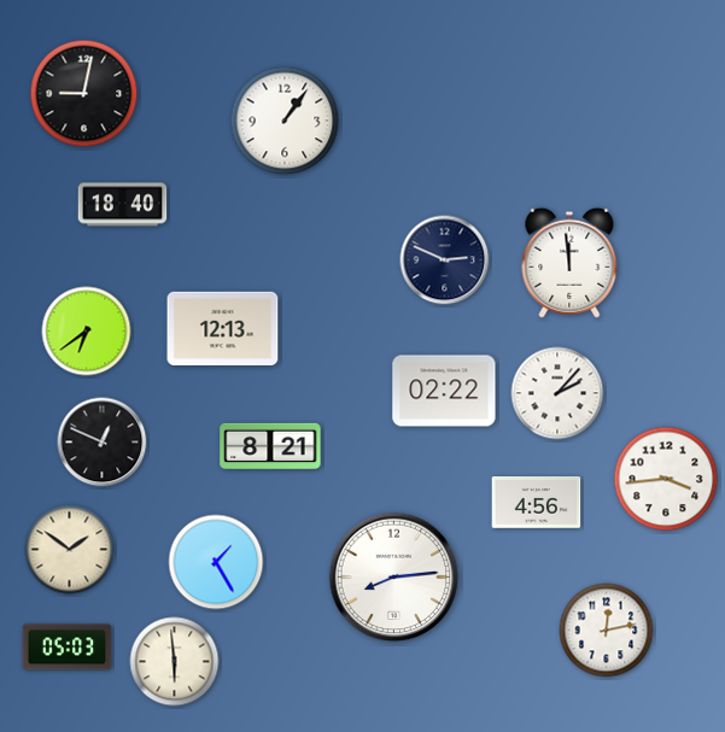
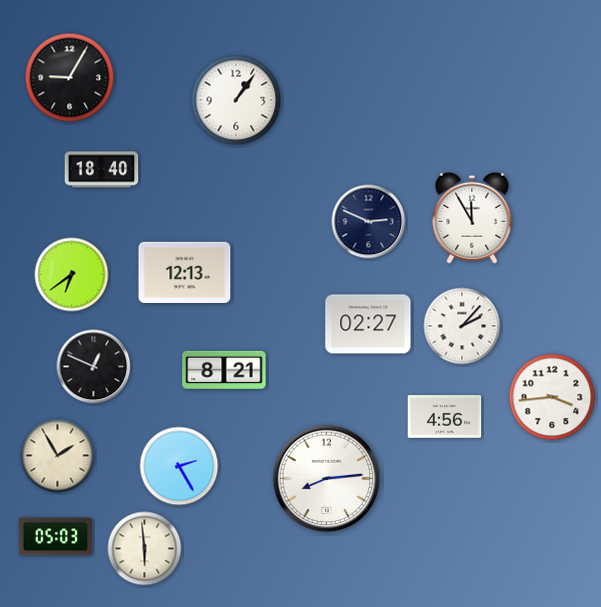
clock at (84, 94): 9:02 -> 9:05
clock at (445, 260) position: (445, 260) -> (369, 222)
clock at (569, 263): 11:59 -> 11:55
clock at (444, 391): 02:22 -> 02:27
clock at (103, 443) position: (103, 443) -> (94, 367)
clock at (70, 550): 1:51 -> 1:55
clock at (216, 562): 1:25 -> 2:25
clock at (607, 631): 12:13 -> none
